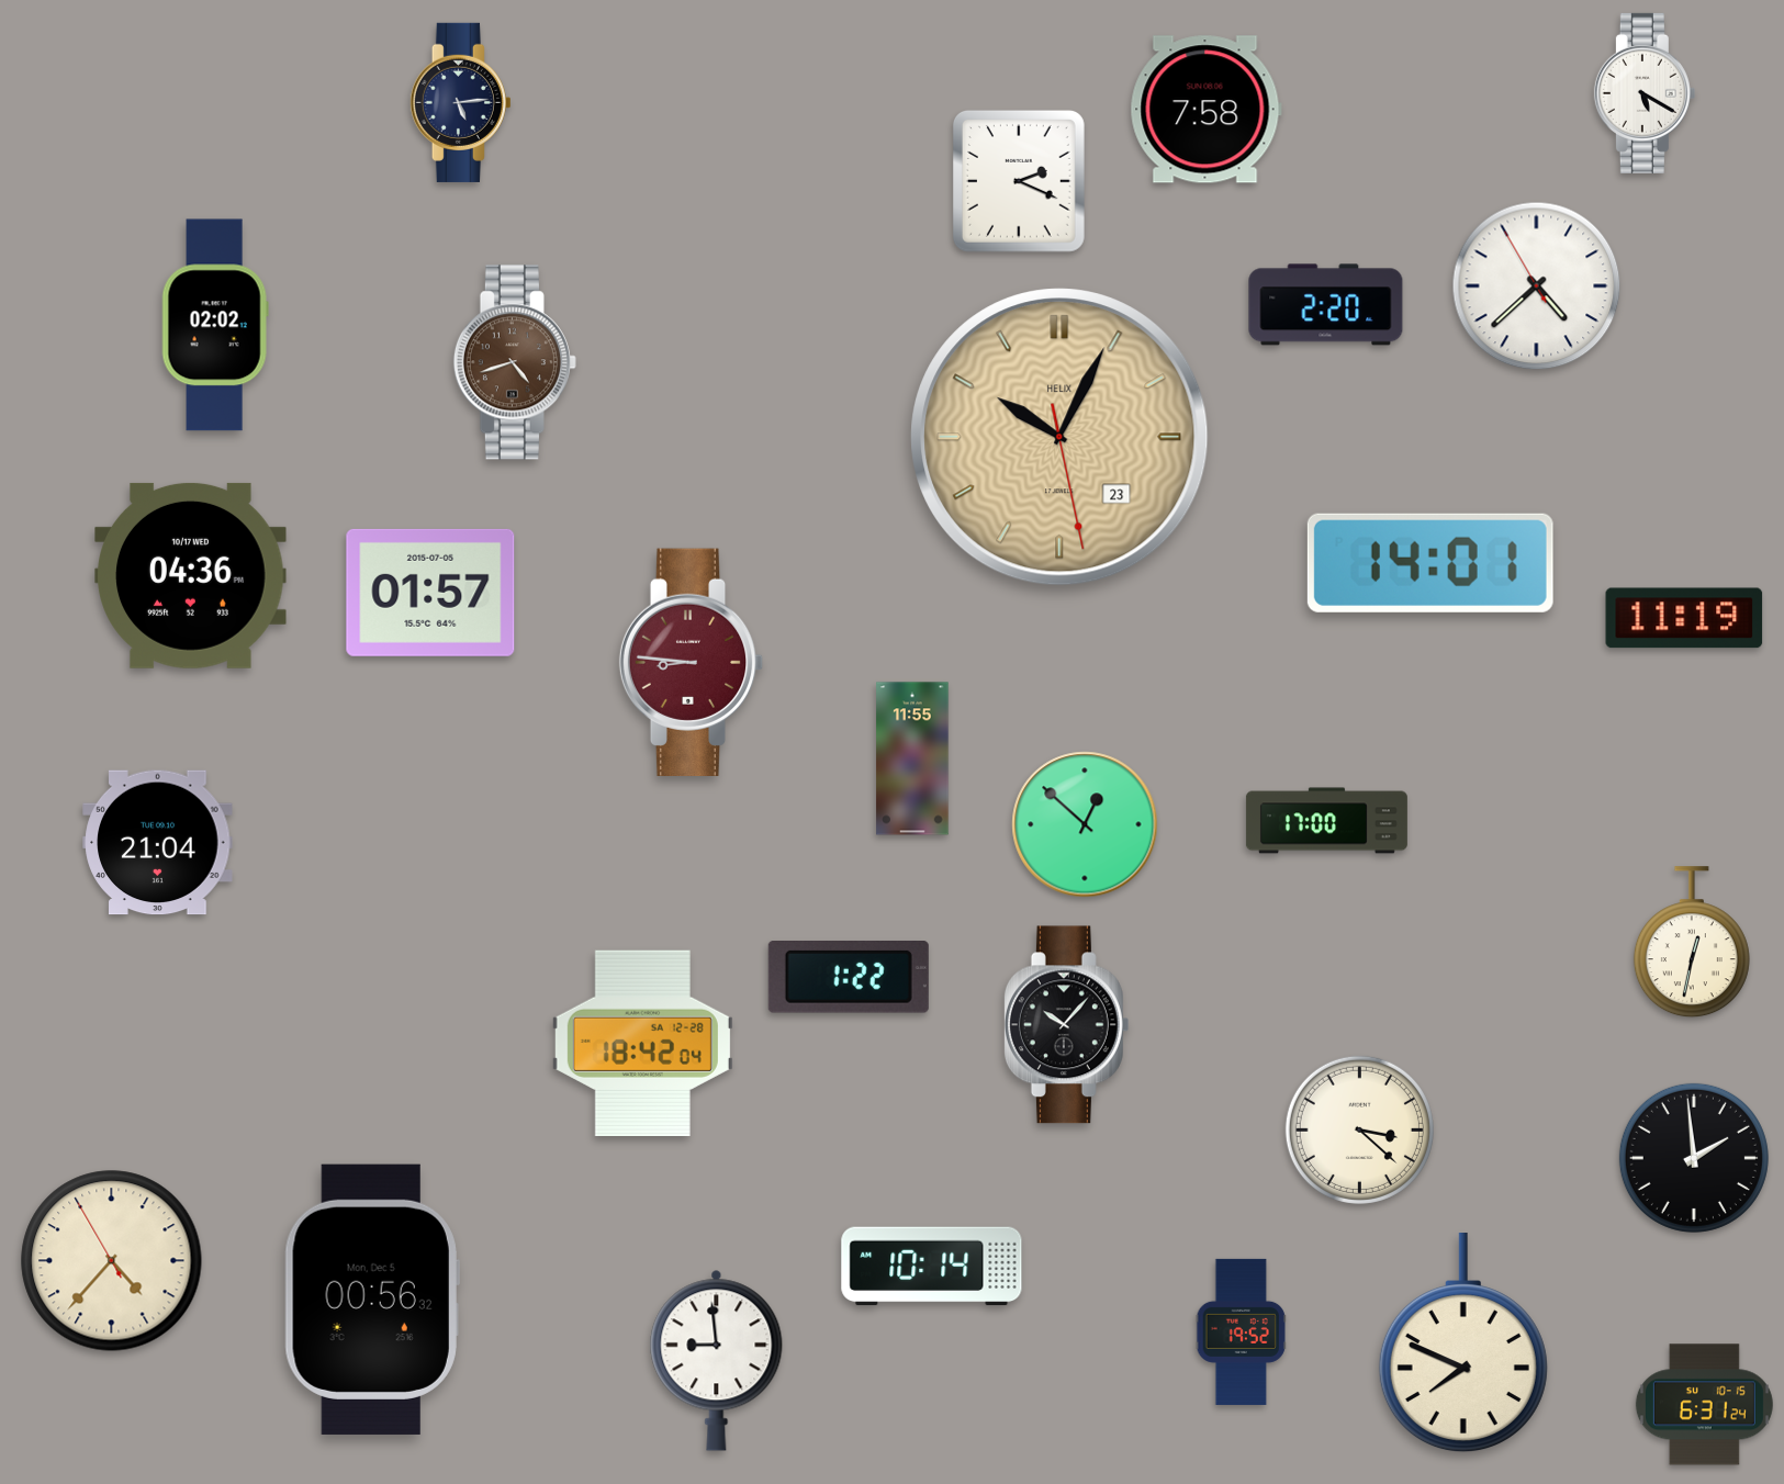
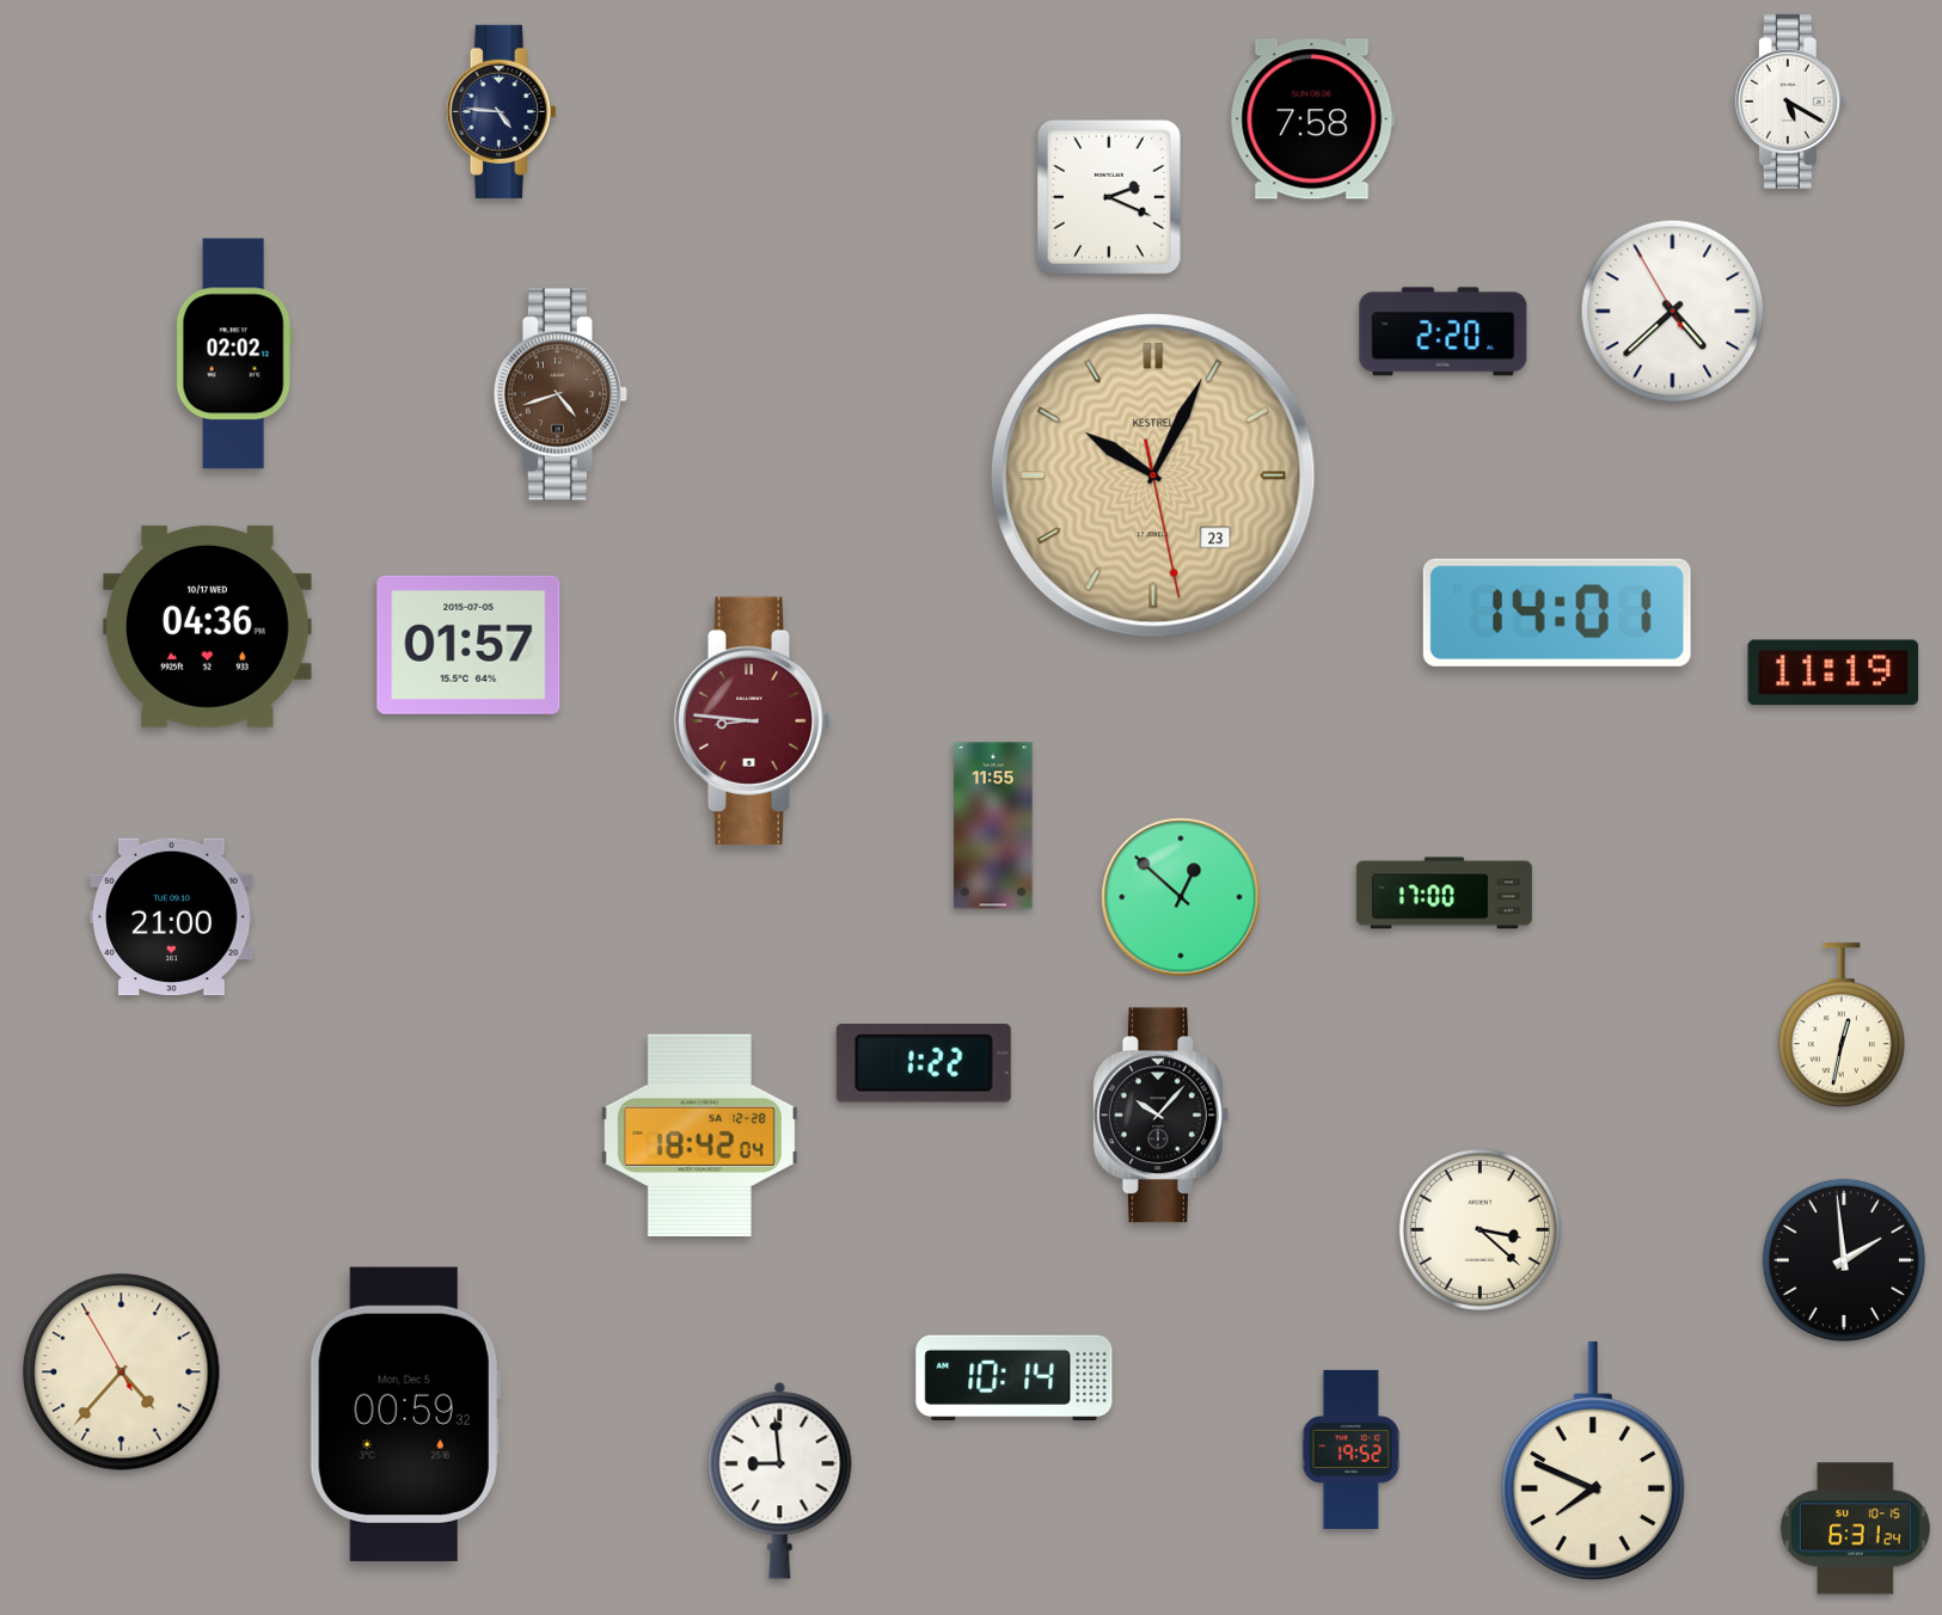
clock at (460, 102): 5:14 -> 4:46
clock at (1059, 437) brand: HELIX -> KESTREL
clock at (158, 843): 21:04 -> 21:00
clock at (372, 1300): 00:56 -> 00:59
